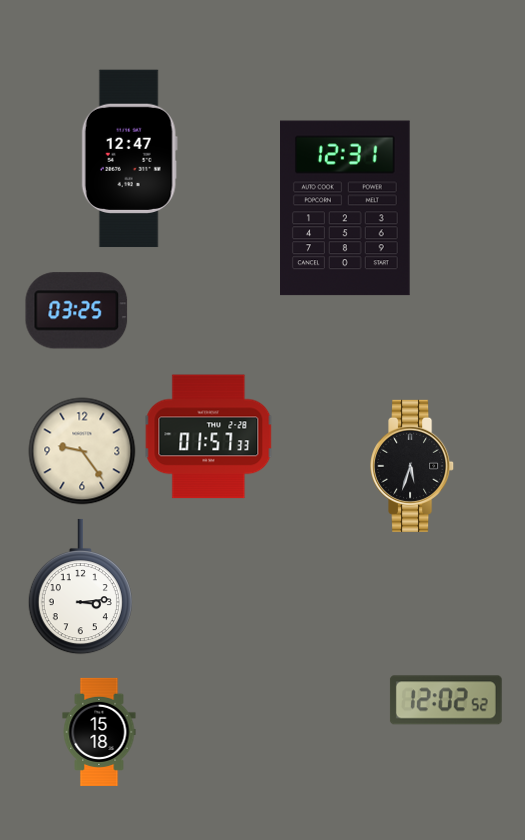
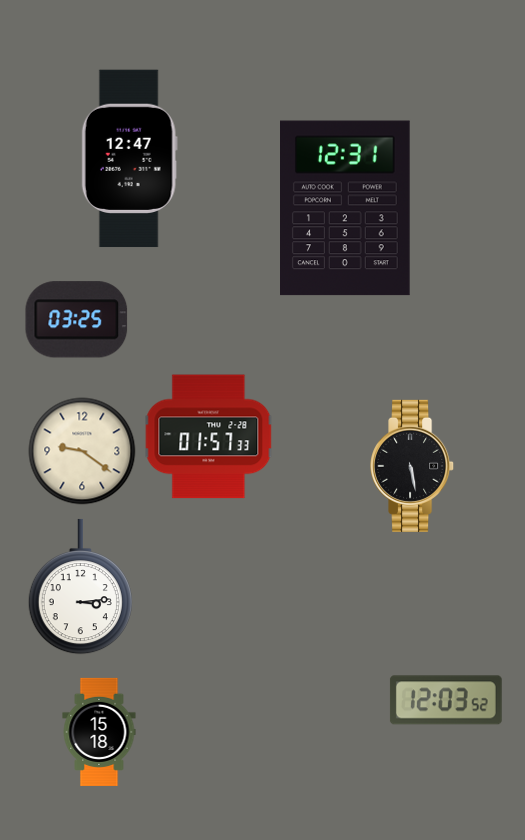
clock at (77, 311) position: (77, 311) -> (77, 320)
clock at (82, 451): 9:24 -> 9:21
clock at (413, 466): 5:33 -> 5:28
clock at (446, 700): 12:02 -> 12:03
